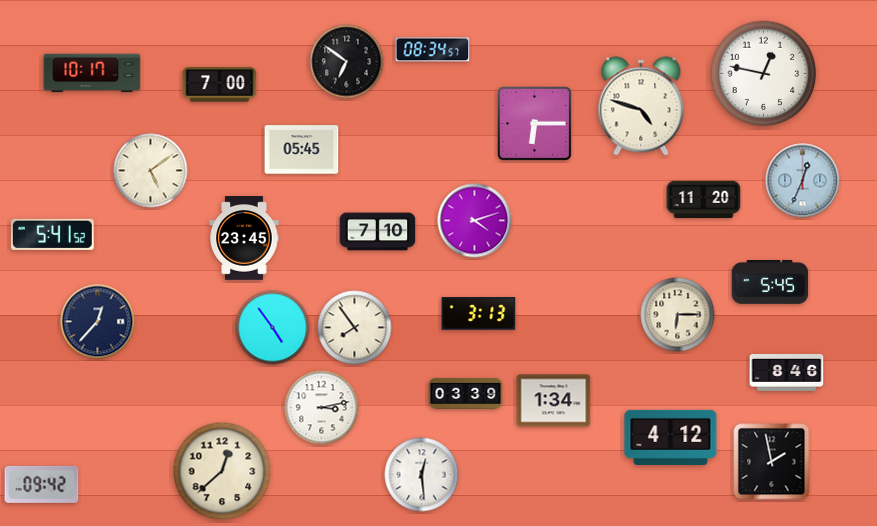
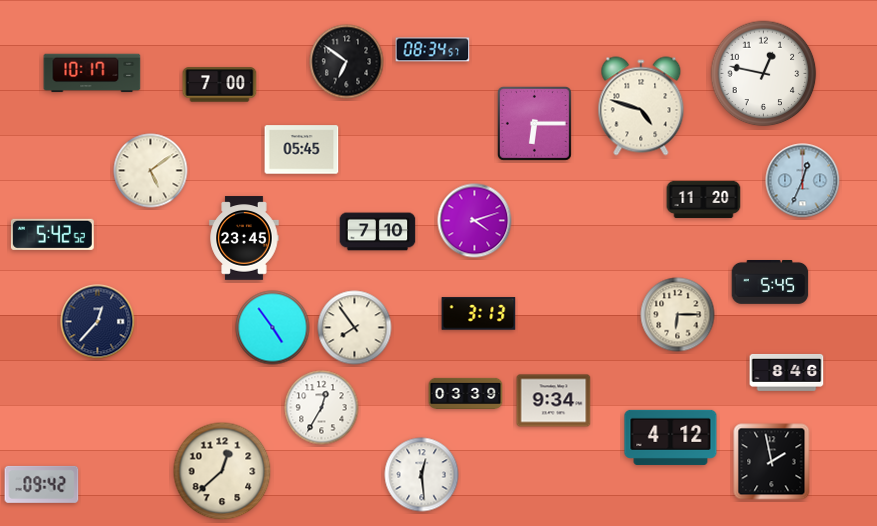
clock at (52, 234): 5:41 -> 5:42
clock at (554, 401): 1:34 -> 9:34
clock at (322, 408): 3:13 -> 12:35
